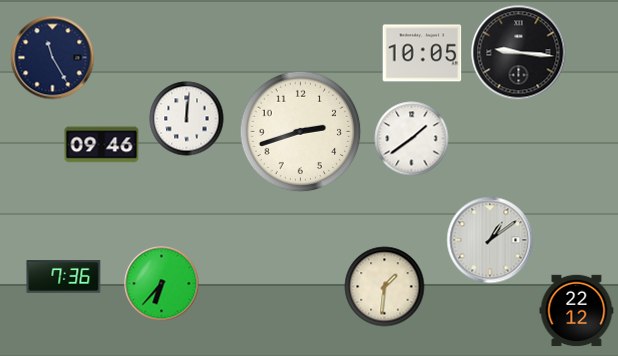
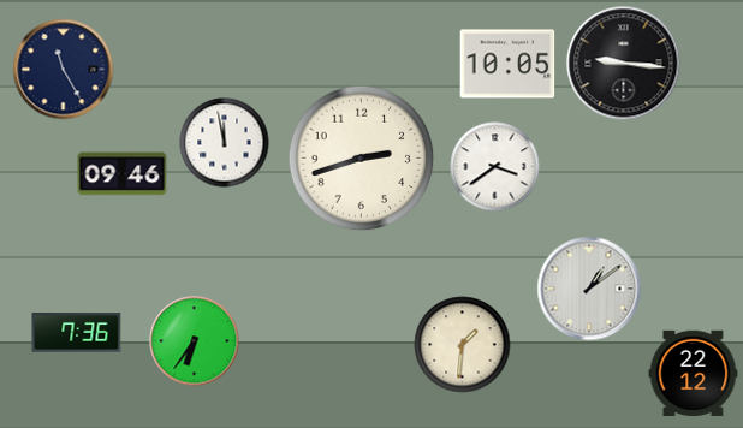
clock at (187, 119): 12:01 -> 11:58
clock at (412, 139): 1:39 -> 3:39
clock at (162, 284): 6:37 -> 6:36
